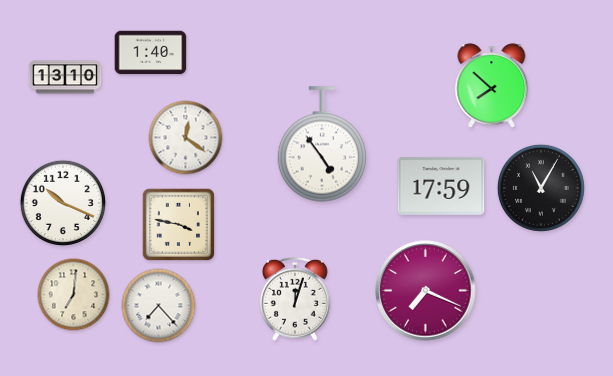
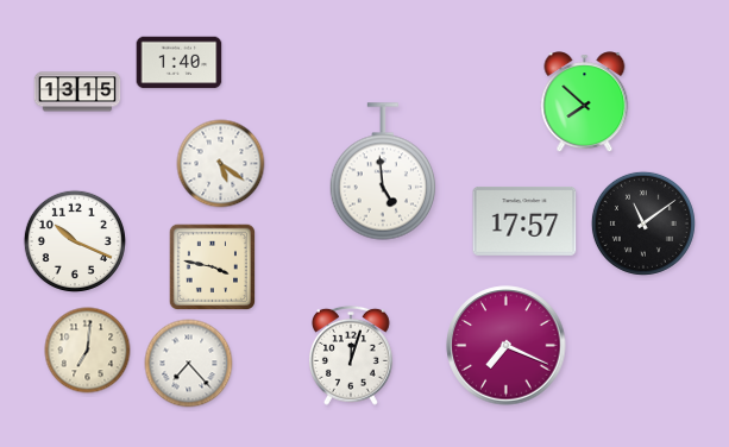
clock at (65, 77): 13:10 -> 13:15
clock at (186, 138): 12:21 -> 5:21
clock at (322, 144): 4:54 -> 4:59
clock at (441, 186): 17:59 -> 17:57
clock at (541, 188): 11:05 -> 11:09
